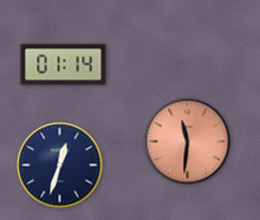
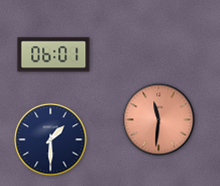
clock at (64, 65): 01:14 -> 06:01
clock at (60, 166): 12:33 -> 1:30
